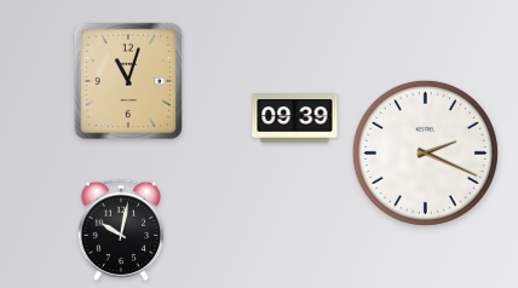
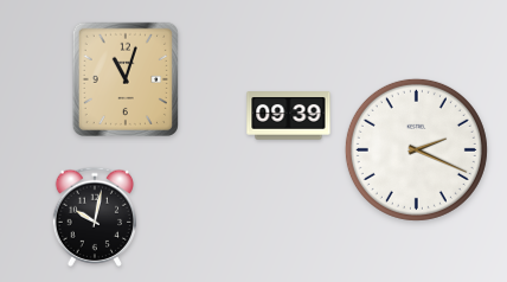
clock at (121, 230) position: (121, 230) -> (95, 217)
